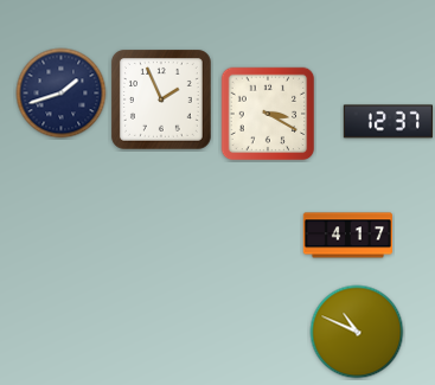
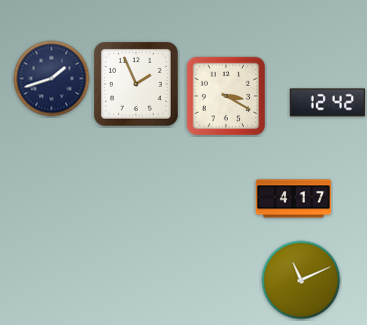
clock at (388, 122): 12:37 -> 12:42
clock at (357, 332): 10:49 -> 11:11
